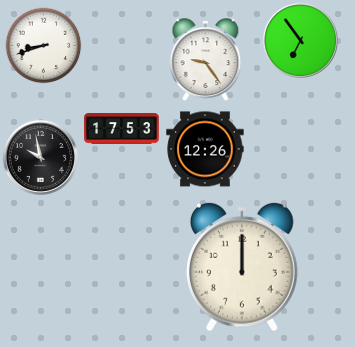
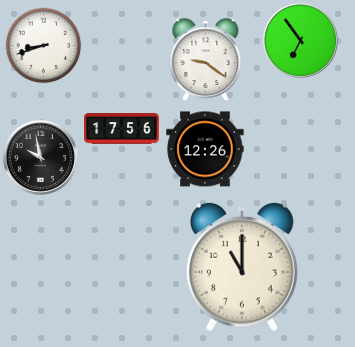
clock at (206, 59): 9:24 -> 9:21
clock at (122, 129): 17:53 -> 17:56
clock at (242, 267): 12:00 -> 11:00
